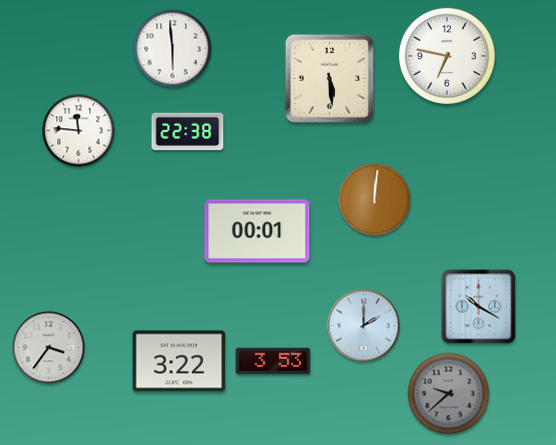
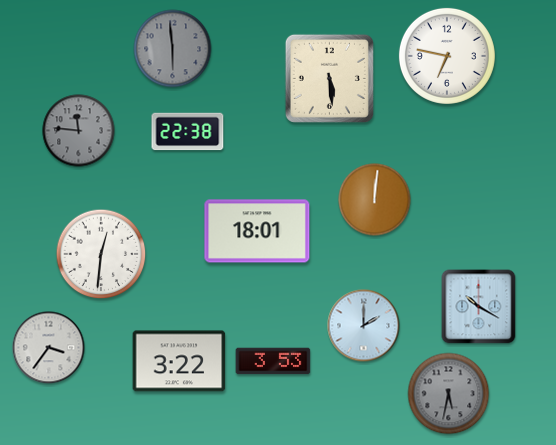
clock at (173, 49) dial: white -> grey
clock at (79, 131) dial: white -> grey
clock at (257, 231): 00:01 -> 18:01
clock at (101, 254): none -> 12:31
clock at (449, 394): 9:38 -> 5:32
